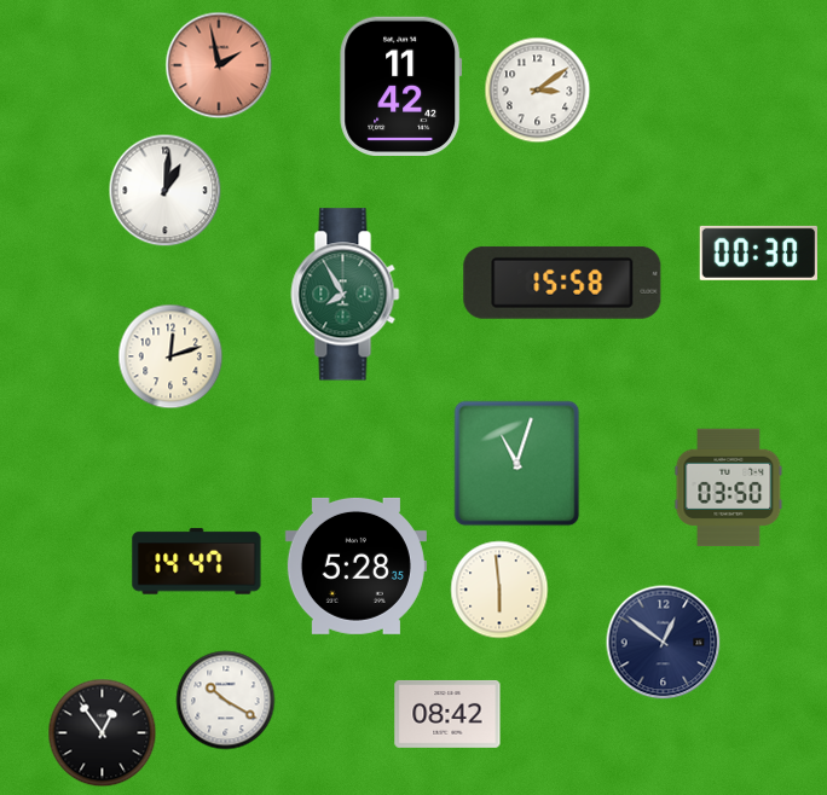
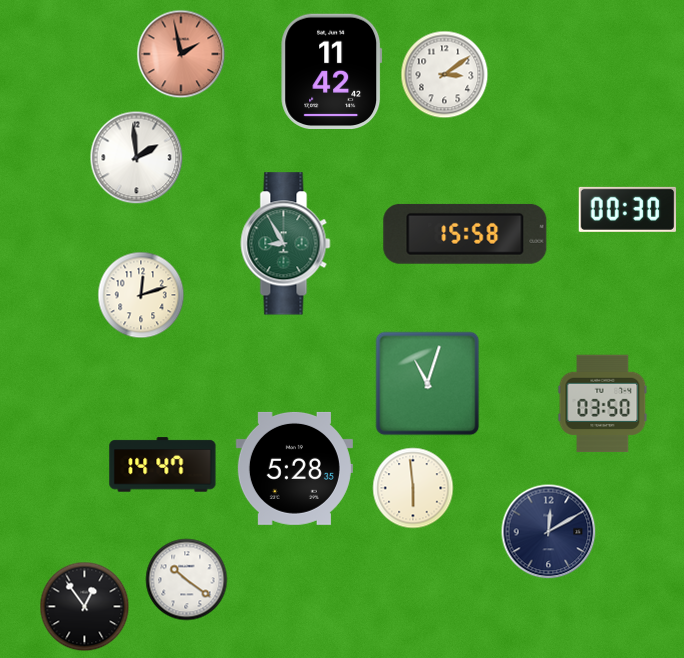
clock at (166, 191): 1:01 -> 1:59
clock at (346, 295): 7:55 -> 8:55
clock at (664, 643): 12:51 -> 12:10
clock at (226, 701): 10:20 -> 10:21
clock at (447, 714): 08:42 -> none
